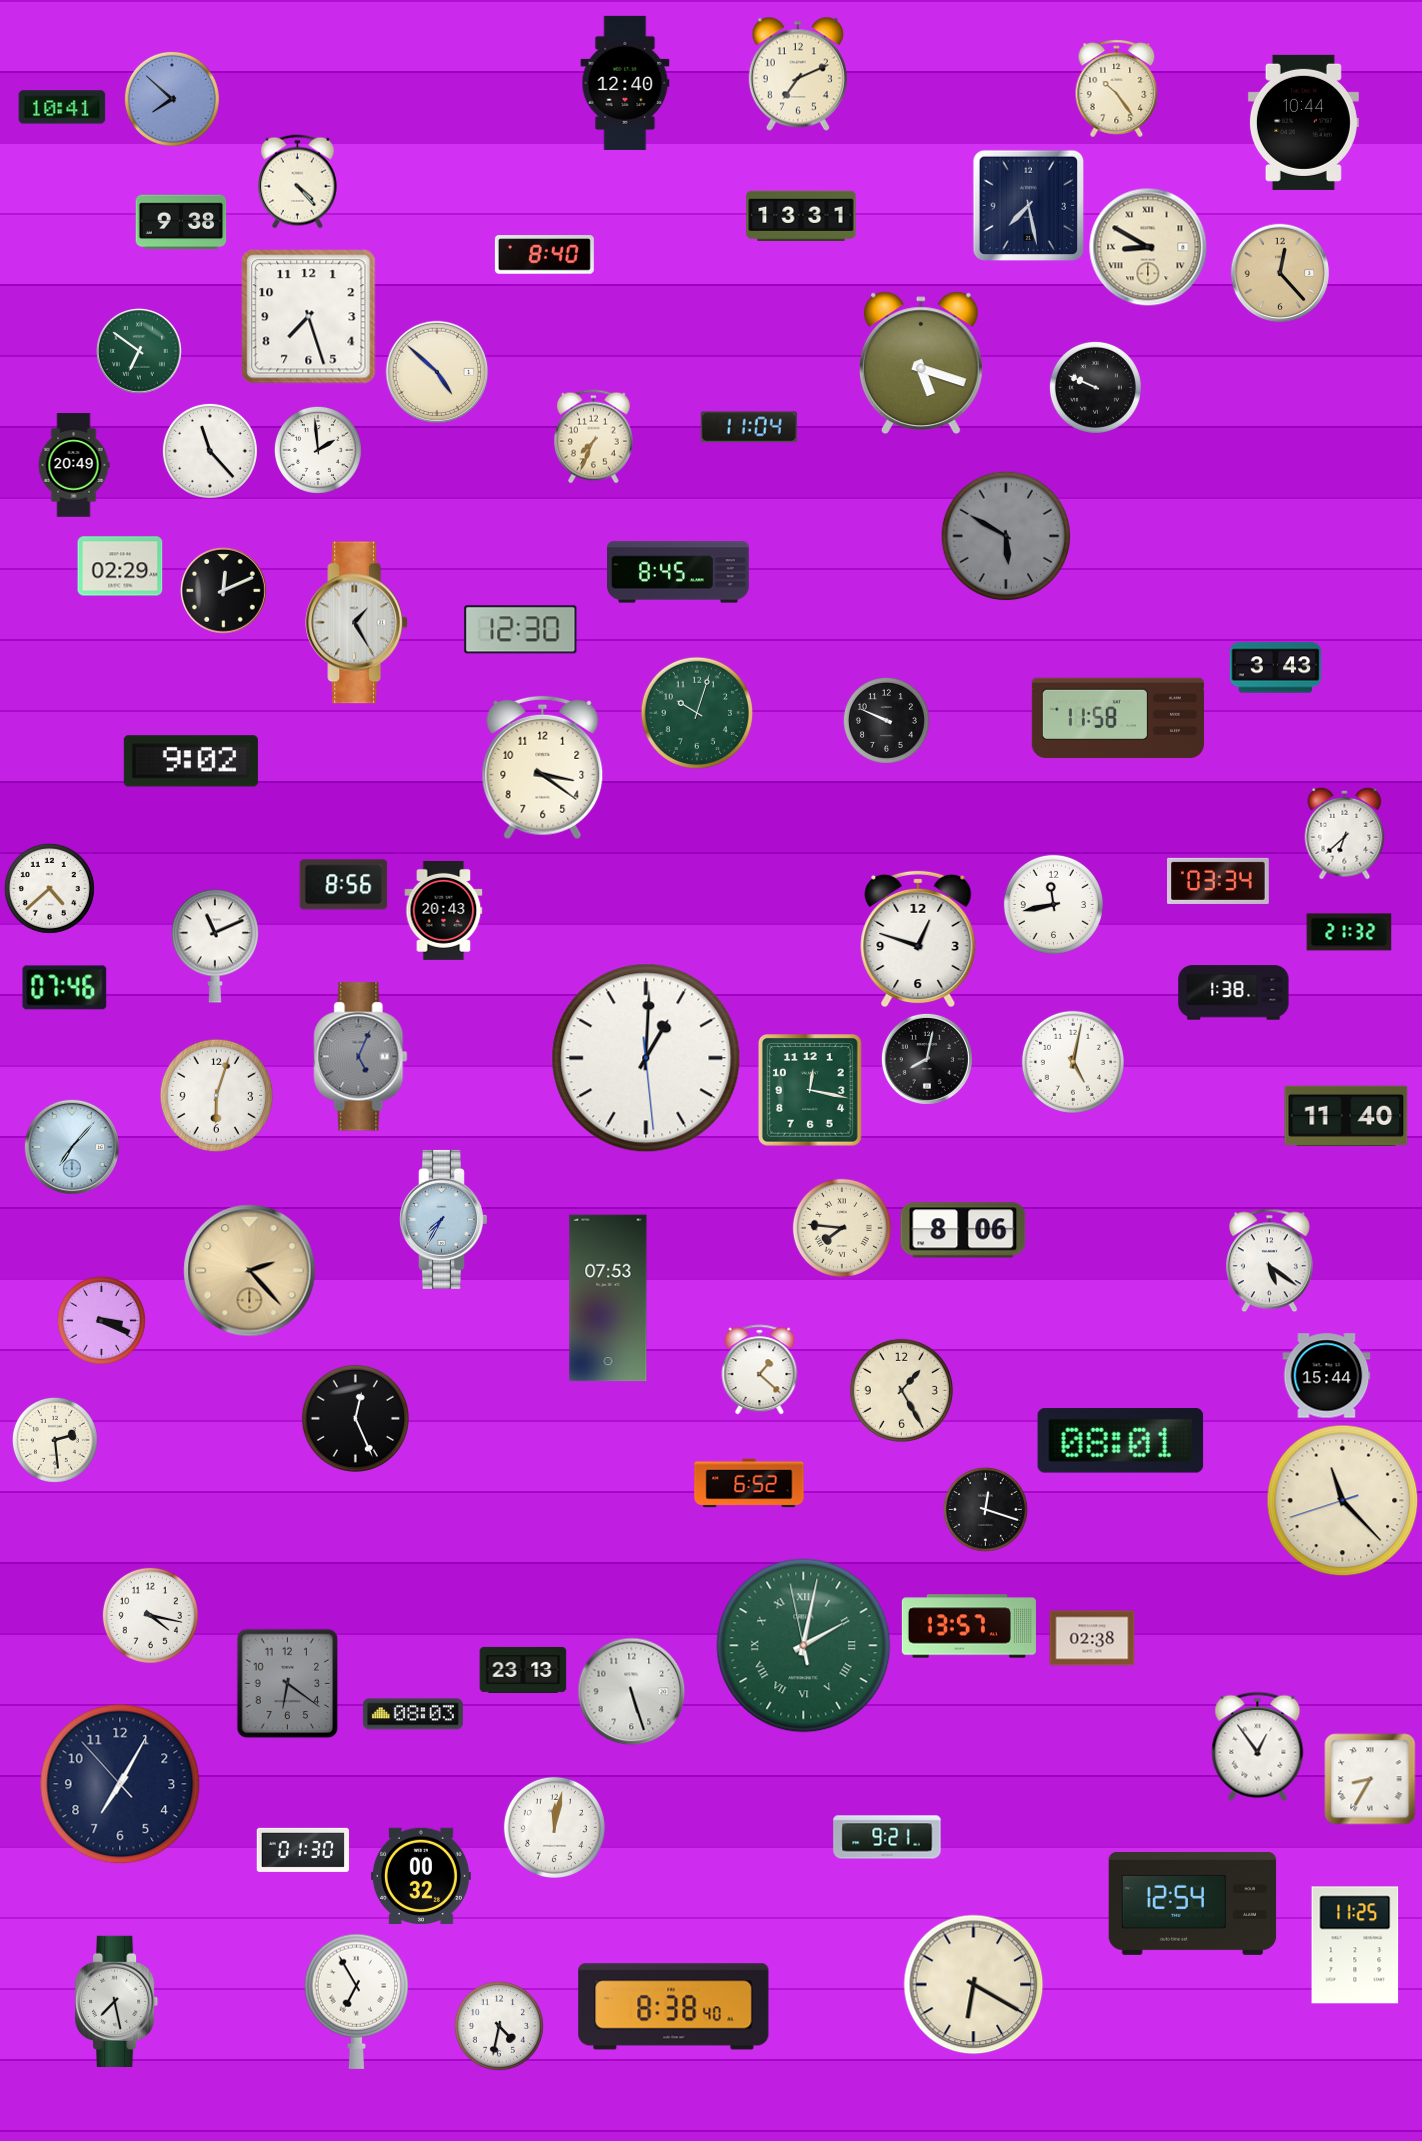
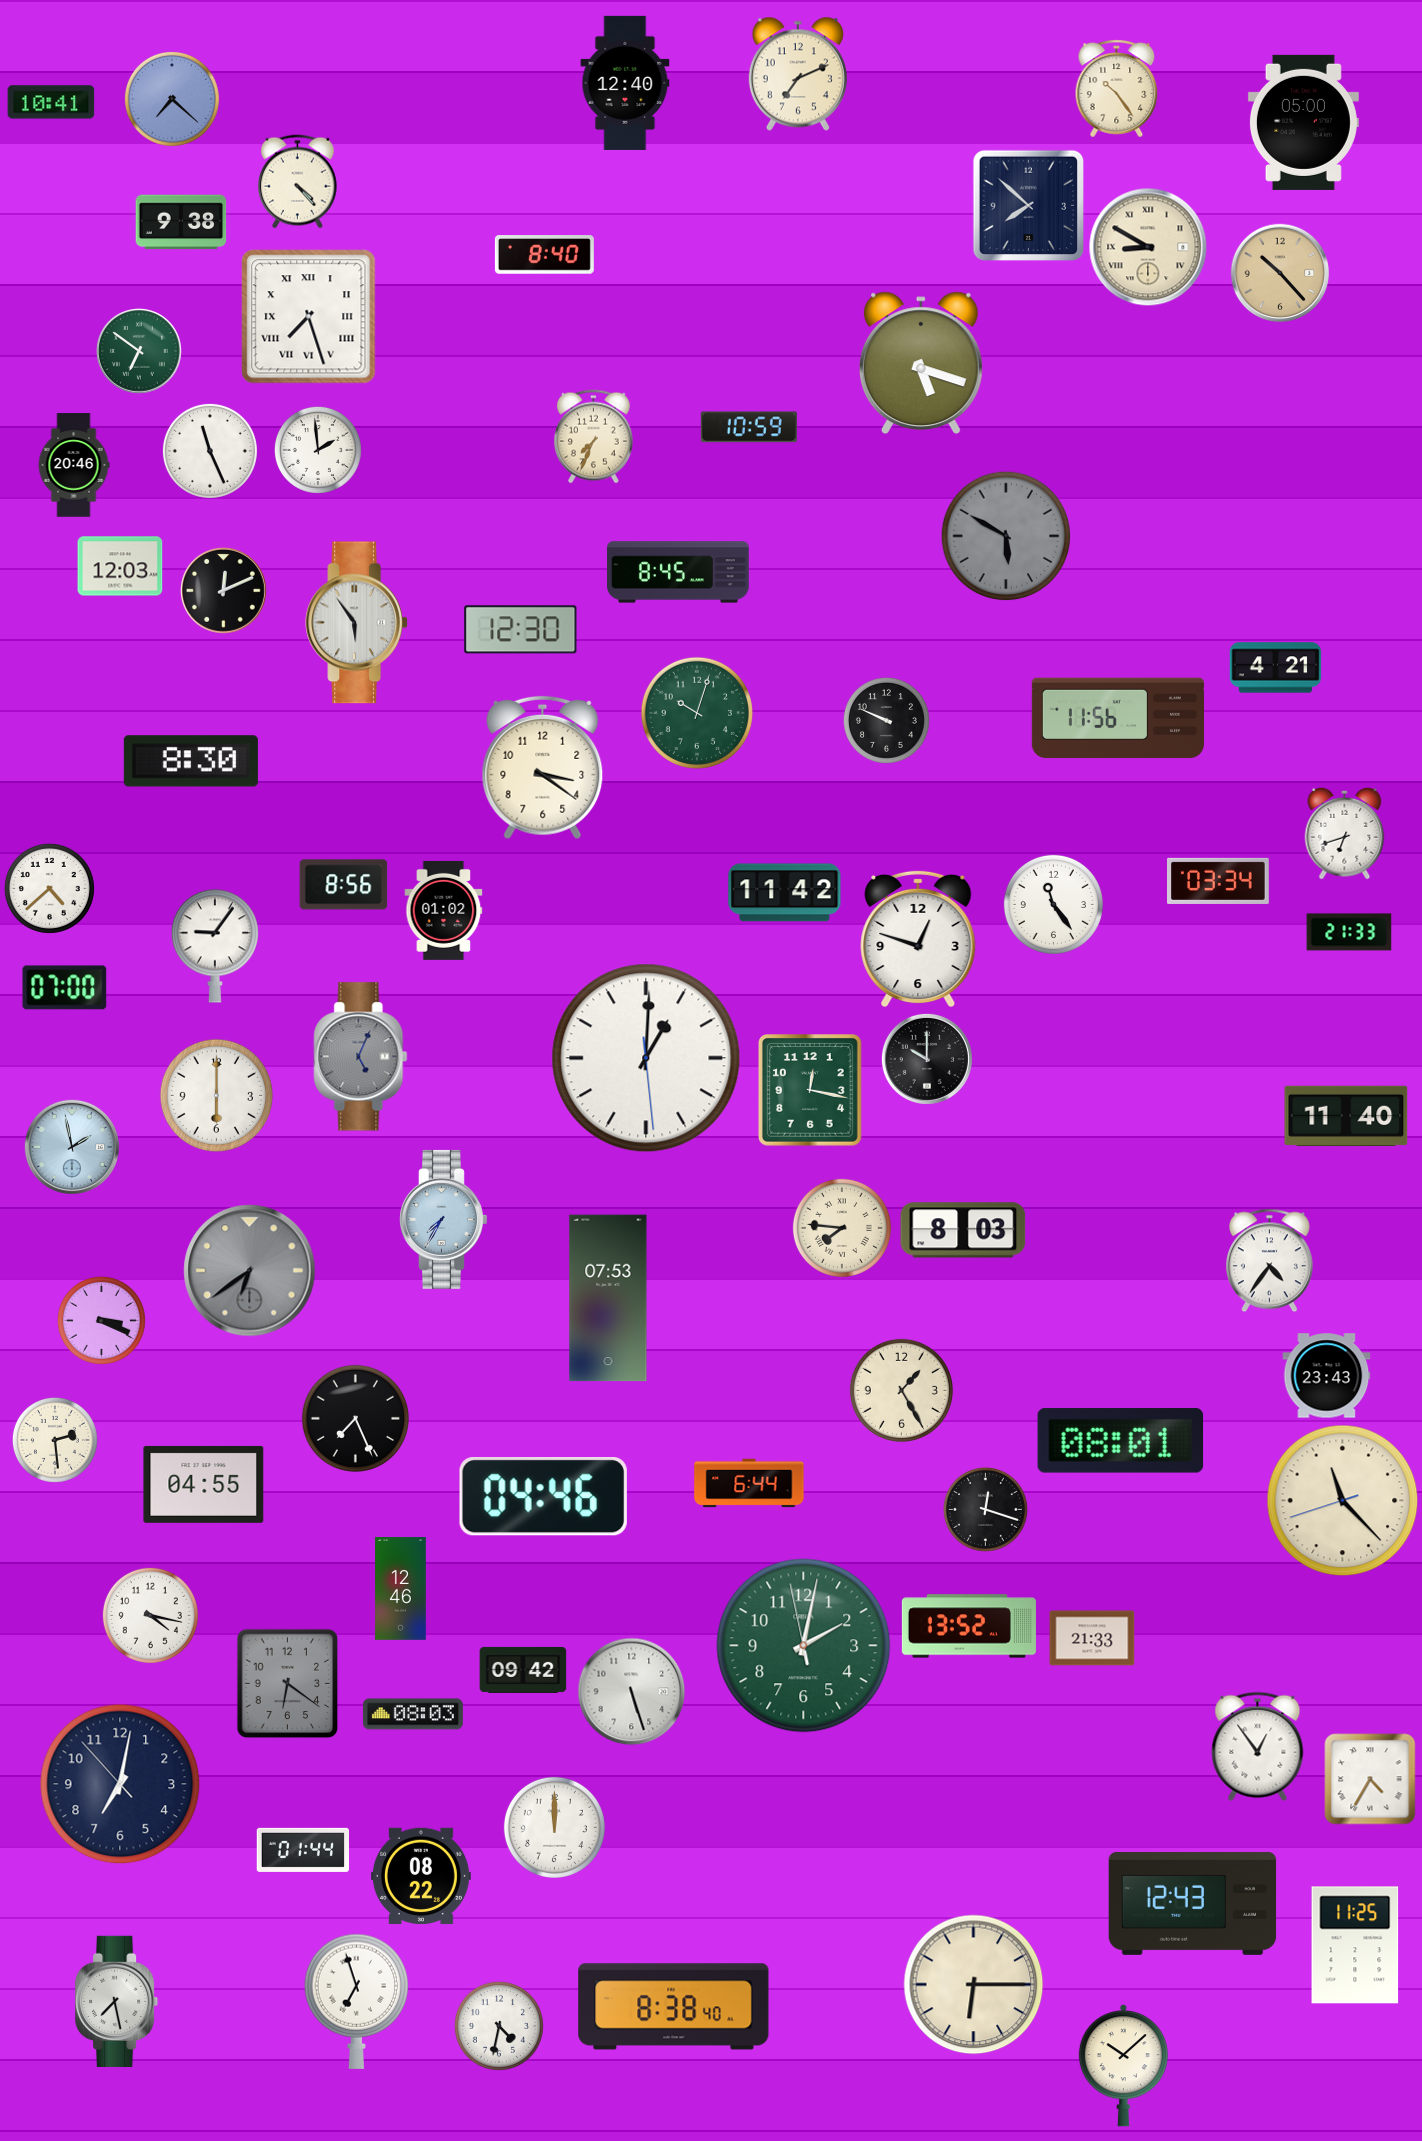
clock at (172, 99): 7:52 -> 7:22
clock at (62, 107) position: (62, 107) -> (51, 102)
clock at (1303, 122): 10:44 -> 05:00
clock at (1029, 206): 7:28 -> 7:52
clock at (801, 216): 13:31 -> none
clock at (1280, 273): 12:23 -> 10:23
clock at (309, 317) numerals: Arabic -> Roman
clock at (437, 372): 4:52 -> none
clock at (1095, 387): 9:49 -> none
clock at (749, 427): 11:04 -> 10:59
clock at (210, 451): 11:23 -> 11:26
clock at (74, 465): 20:49 -> 20:46
clock at (120, 566): 02:29 -> 12:03
clock at (357, 623): 1:25 -> 5:54
clock at (1276, 668): 3:43 -> 4:21
clock at (1118, 718): 11:58 -> 11:56
clock at (191, 761): 9:02 -> 8:30
clock at (1345, 833): 6:38 -> 6:42
clock at (785, 893): none -> 11:42
clock at (1053, 904): 11:43 -> 11:24
clock at (444, 910): 20:43 -> 01:02
clock at (1349, 932): 21:32 -> 21:33
clock at (215, 946): 11:11 -> 9:06
clock at (65, 988): 07:46 -> 07:00
clock at (1234, 993): 1:38 -> none
clock at (927, 1059): 8:02 -> 10:00
clock at (1073, 1062): 5:02 -> none
clock at (216, 1095): 6:03 -> 6:00
clock at (72, 1147): 7:07 -> 1:58
clock at (963, 1230): 8:06 -> 8:03
clock at (1269, 1261): 5:21 -> 4:36
clock at (250, 1271): 2:23 -> 6:39
clock at (250, 1271) dial: champagne -> grey
clock at (760, 1370): 1:22 -> none
clock at (1327, 1376): 15:44 -> 23:43
clock at (355, 1418): 12:26 -> 7:26
clock at (749, 1483): 6:52 -> 6:44
clock at (204, 1484): none -> 04:55
clock at (543, 1497): none -> 04:46
clock at (401, 1589): none -> 12:46
clock at (969, 1626): 13:57 -> 13:52
clock at (1092, 1638): 02:38 -> 21:33
clock at (804, 1646) numerals: Roman -> Arabic
clock at (523, 1670): 23:13 -> 09:42
clock at (1370, 1779): 8:35 -> 4:35
clock at (120, 1784): 7:04 -> 7:01
clock at (554, 1827): 12:02 -> 12:00
clock at (887, 1837): 9:21 -> none
clock at (303, 1850): 01:30 -> 01:44
clock at (421, 1876): 00:32 -> 08:22
clock at (1193, 1903): 12:54 -> 12:43
clock at (974, 1985): 6:20 -> 6:15
clock at (357, 2001): 6:55 -> 6:57
clock at (1123, 2066): none -> 10:08
